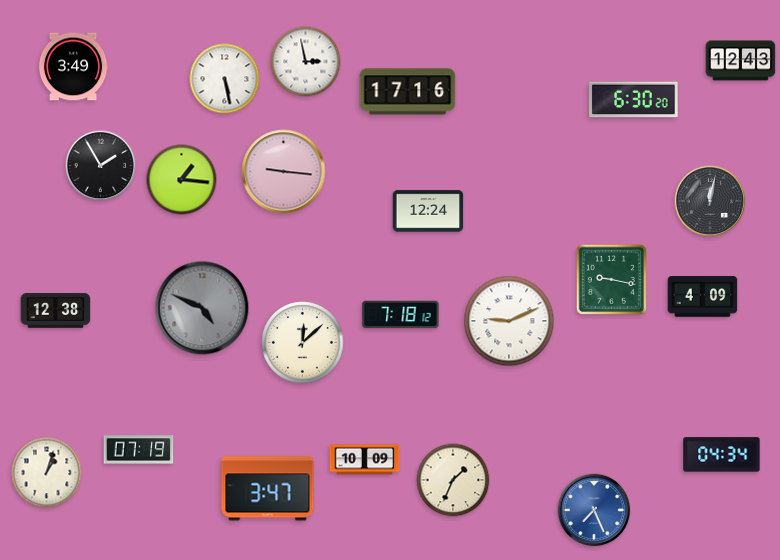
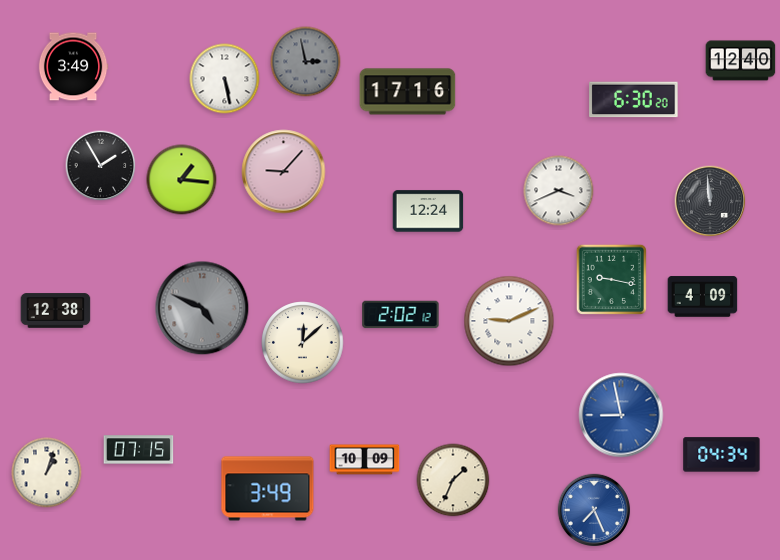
clock at (741, 61): 12:43 -> 12:40
clock at (306, 62) dial: white -> grey
clock at (284, 172): 9:16 -> 9:07
clock at (559, 191): none -> 3:41
clock at (710, 201): 12:02 -> 11:59
clock at (401, 315): 7:18 -> 2:02
clock at (621, 415): none -> 8:58
clock at (139, 450): 07:19 -> 07:15
clock at (268, 489): 3:47 -> 3:49
